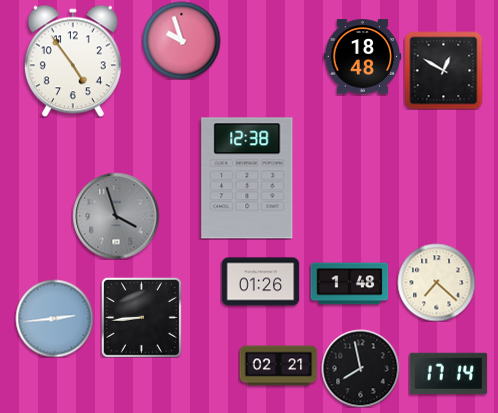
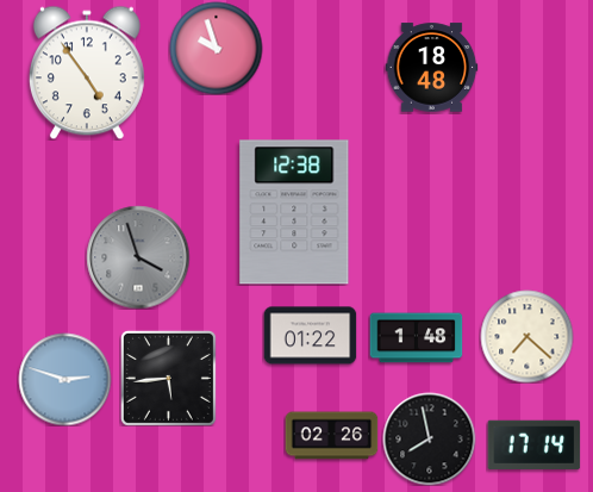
clock at (443, 70): 12:50 -> none
clock at (260, 282): 01:26 -> 01:22
clock at (436, 282) position: (436, 282) -> (526, 336)
clock at (141, 317): 8:44 -> 5:44
clock at (54, 318): 2:44 -> 2:48
clock at (278, 366): 02:21 -> 02:26
